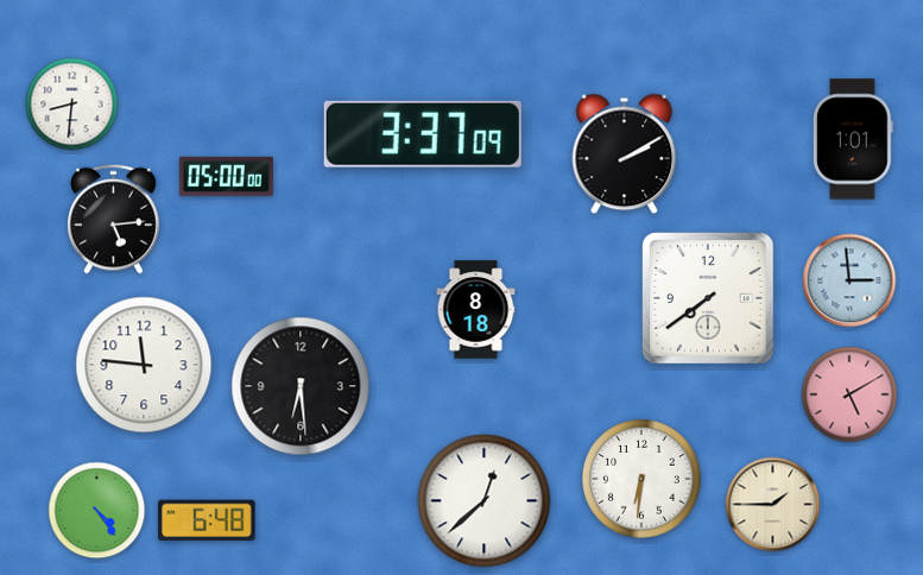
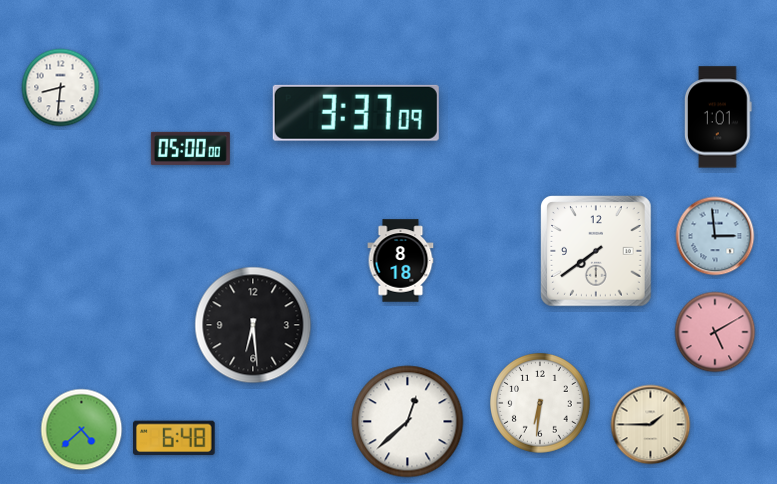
clock at (625, 154): 2:10 -> none
clock at (114, 219): 5:14 -> none
clock at (144, 365): 11:46 -> none
clock at (97, 511): 4:24 -> 4:38
